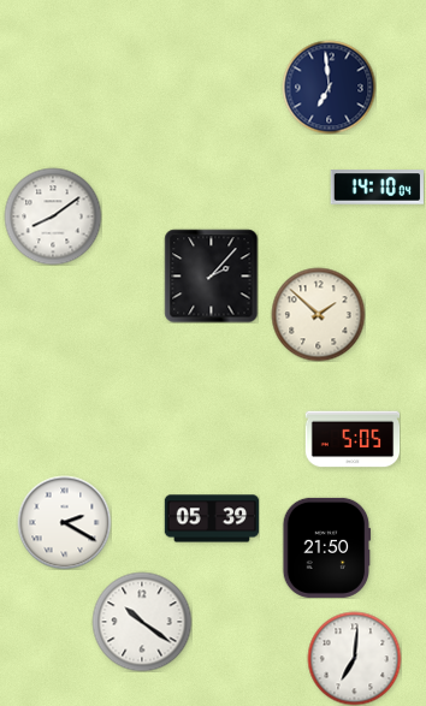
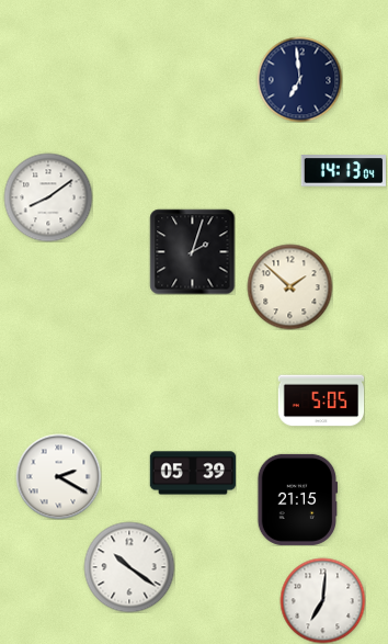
clock at (377, 188): 14:10 -> 14:13
clock at (211, 275): 2:07 -> 2:03
clock at (327, 547): 21:50 -> 21:15
